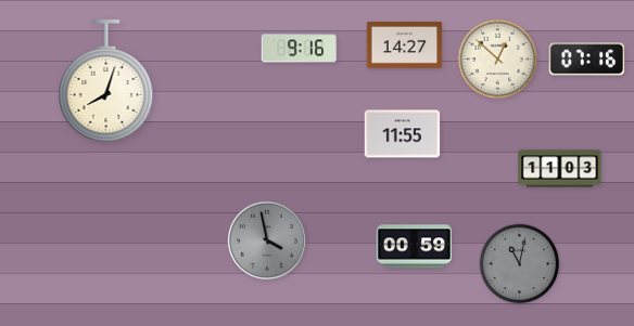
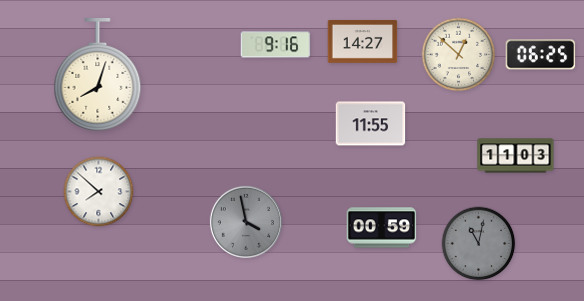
clock at (405, 44) position: (405, 44) -> (363, 41)
clock at (587, 60): 07:16 -> 06:25
clock at (99, 192): none -> 7:52
